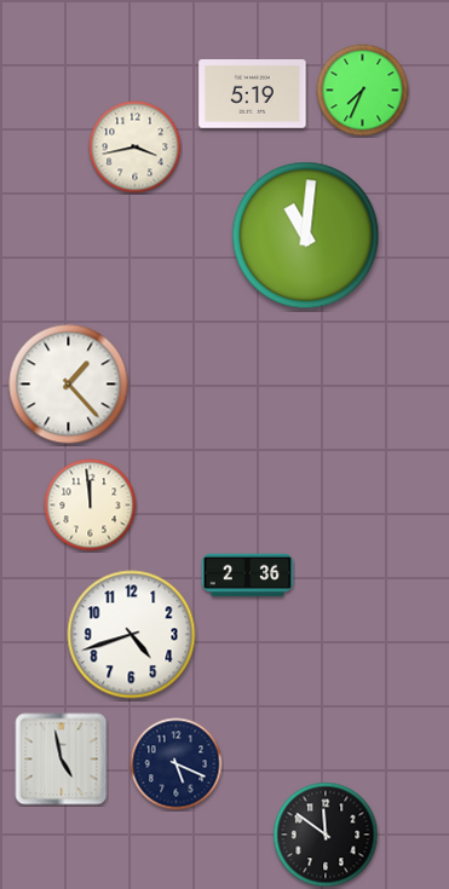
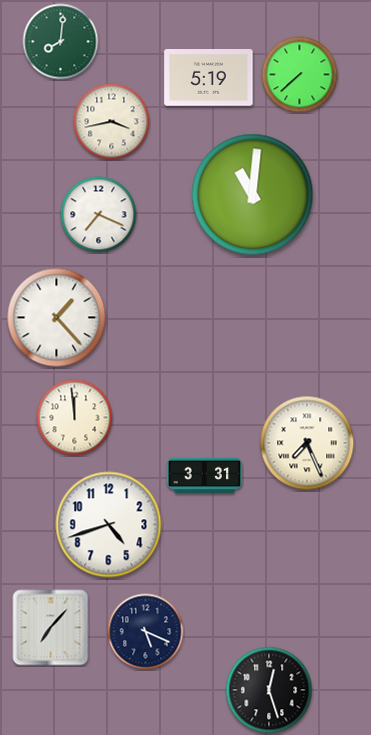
clock at (61, 42): none -> 8:01
clock at (363, 91): 7:34 -> 7:38
clock at (99, 215): none -> 7:19
clock at (307, 443): none -> 7:26
clock at (248, 576): 2:36 -> 3:31
clock at (62, 760): 4:58 -> 7:07
clock at (326, 835): 11:51 -> 12:27
